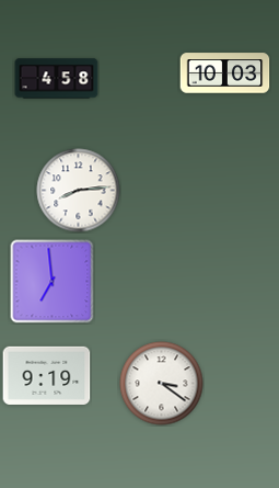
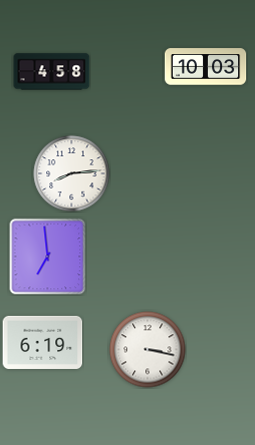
clock at (47, 375): 9:19 -> 6:19
clock at (162, 384): 3:21 -> 3:17
